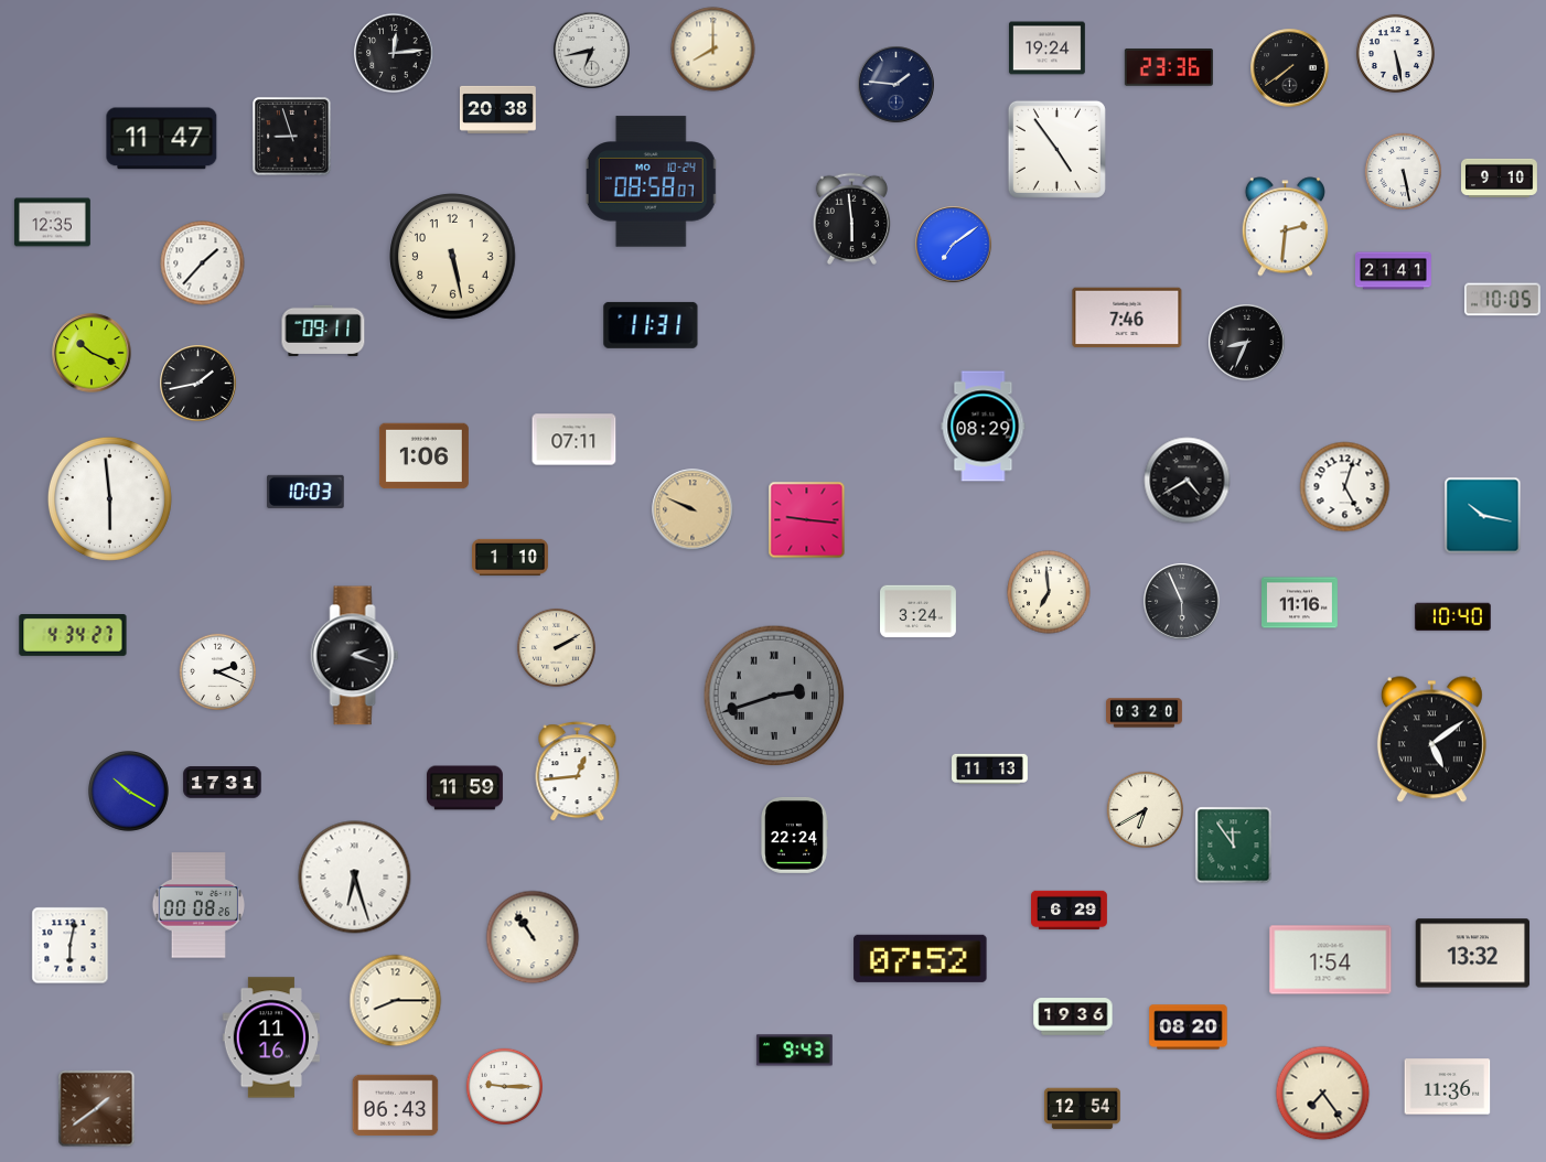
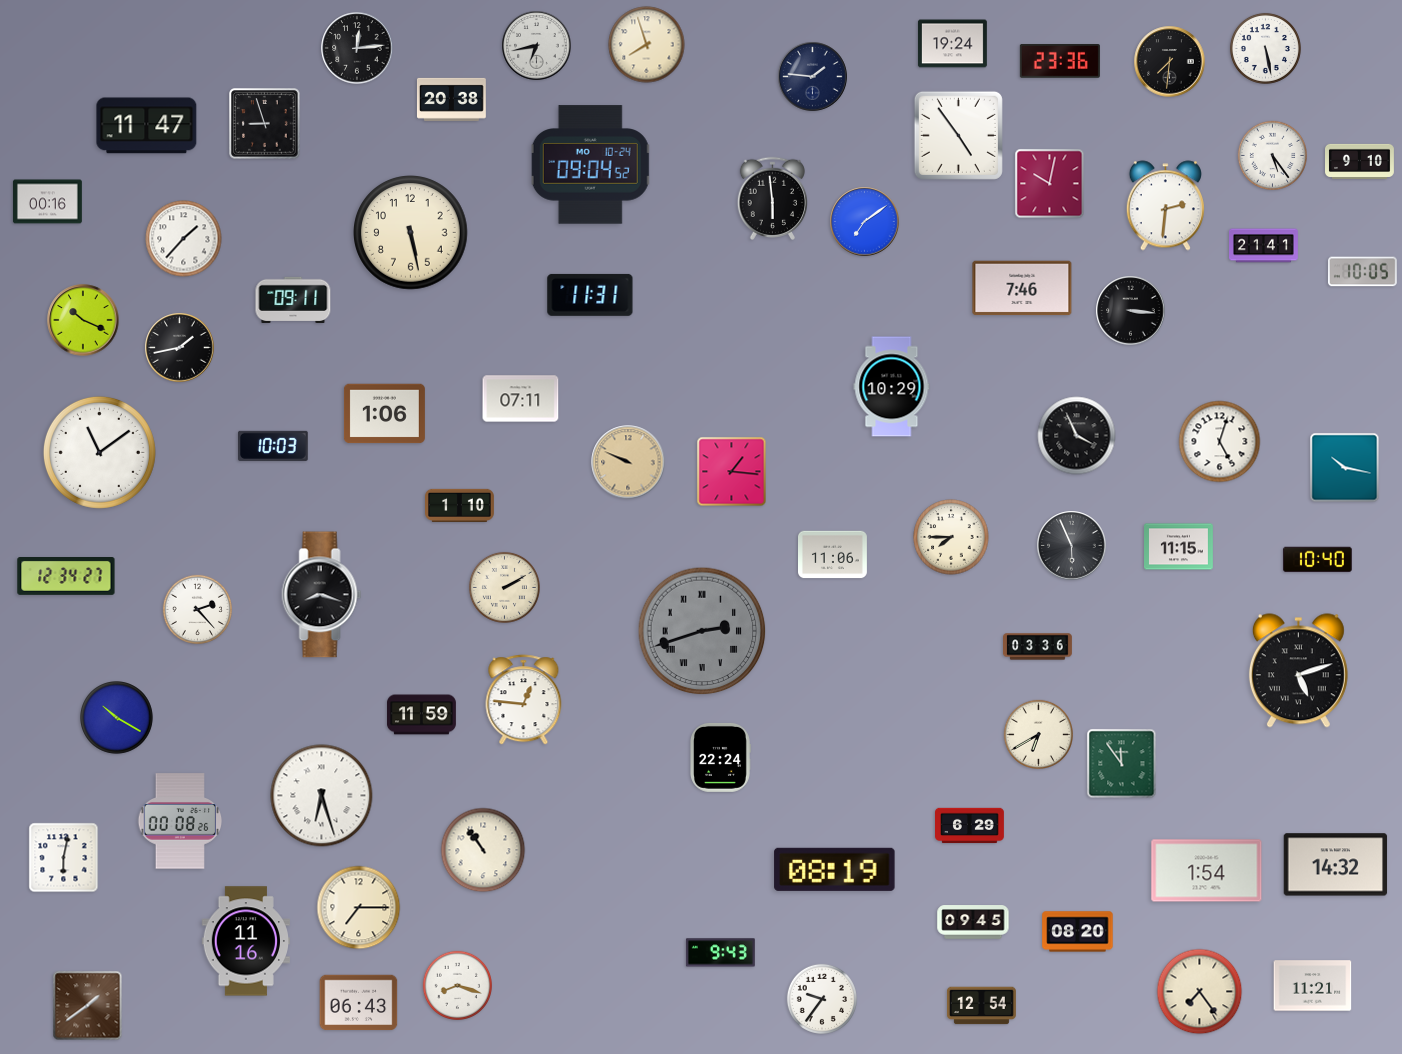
clock at (1046, 49) position: (1046, 49) -> (952, 44)
clock at (713, 50): 8:00 -> 7:57
clock at (1290, 68): 7:39 -> 7:31
clock at (1403, 171): 5:28 -> 5:24
clock at (652, 182): 08:58 -> 09:04
clock at (1050, 184): none -> 10:02
clock at (52, 223): 12:35 -> 00:16
clock at (1247, 343): 8:34 -> 3:16
clock at (984, 427): 08:29 -> 10:29
clock at (1188, 481): 4:40 -> 3:56
clock at (305, 492) position: (305, 492) -> (273, 446)
clock at (109, 498): 5:59 -> 11:09
clock at (807, 520): 9:16 -> 1:16
clock at (511, 557) position: (511, 557) -> (460, 505)
clock at (1049, 592): 6:59 -> 7:45
clock at (1300, 603): 11:16 -> 11:15
clock at (919, 612): 3:24 -> 11:06
clock at (73, 636): 4:34 -> 12:34
clock at (355, 656): 2:18 -> 8:18
clock at (217, 671): 2:19 -> 2:23
clock at (1145, 713): 03:20 -> 03:36
clock at (1431, 740): 5:09 -> 5:12
clock at (990, 768): 11:13 -> none
clock at (578, 772): 12:44 -> 12:46
clock at (223, 783): 17:31 -> none
clock at (1234, 846) position: (1234, 846) -> (1122, 764)
clock at (1473, 954): 13:32 -> 14:32
clock at (921, 958): 07:52 -> 08:19
clock at (396, 1001): 8:15 -> 7:15
clock at (1073, 1016): 19:36 -> 09:45
clock at (504, 1086): 9:15 -> 8:18
clock at (1448, 1087): 11:36 -> 11:21
clock at (822, 999): none -> 9:36
